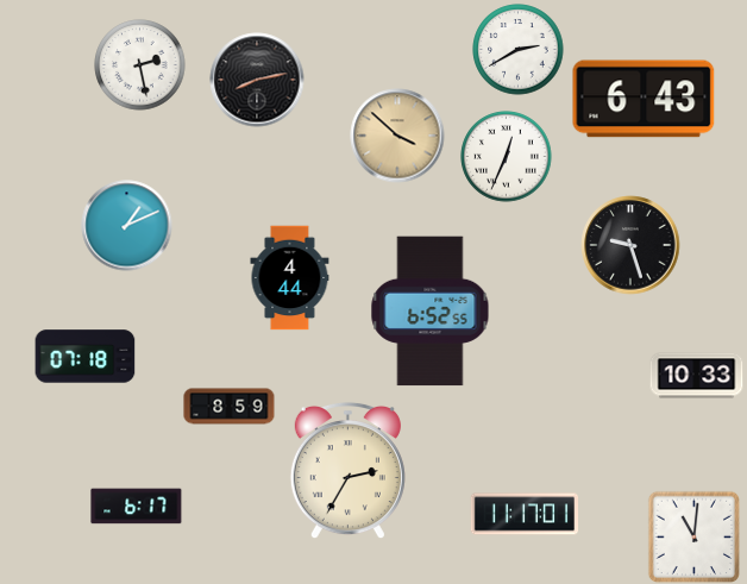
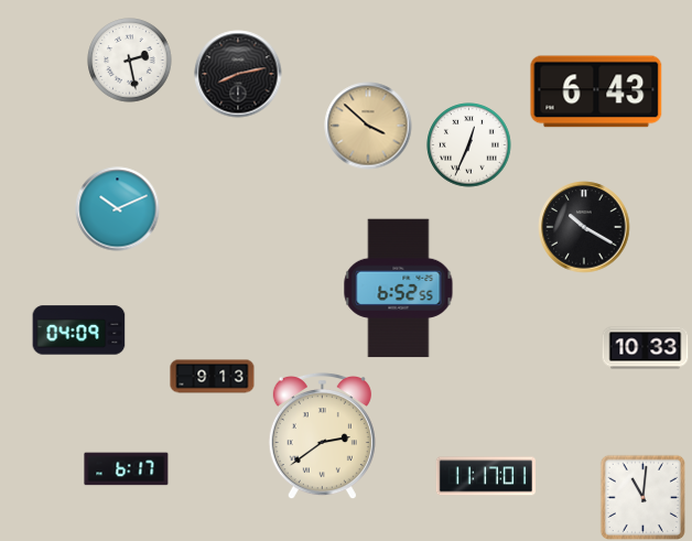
clock at (519, 50): 2:40 -> none
clock at (127, 226): 1:11 -> 10:11
clock at (630, 245): 9:27 -> 10:20
clock at (290, 278): 4:44 -> none
clock at (86, 357): 07:18 -> 04:09
clock at (230, 407): 8:59 -> 9:13
clock at (347, 471): 2:35 -> 2:39
